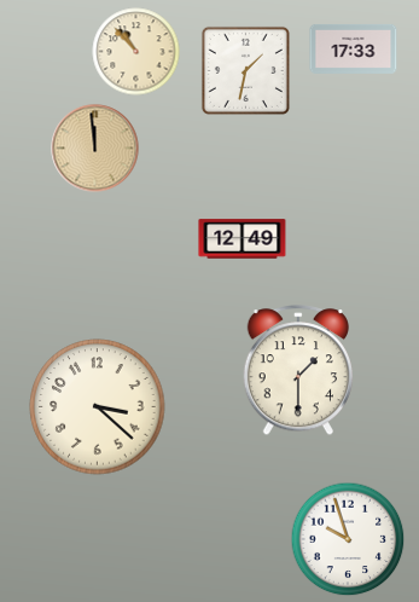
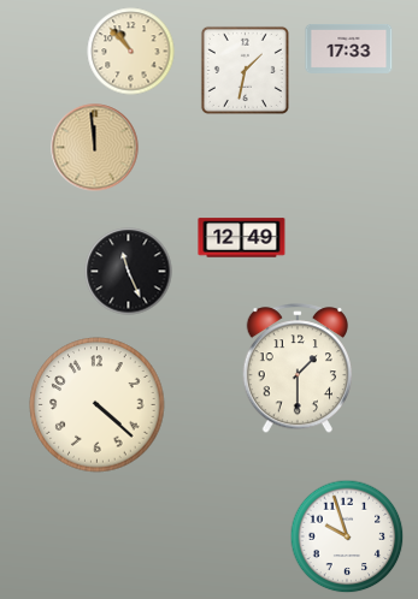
clock at (354, 48) position: (354, 48) -> (349, 48)
clock at (136, 52) position: (136, 52) -> (131, 52)
clock at (129, 272): none -> 11:26
clock at (98, 407): 3:22 -> 4:22
